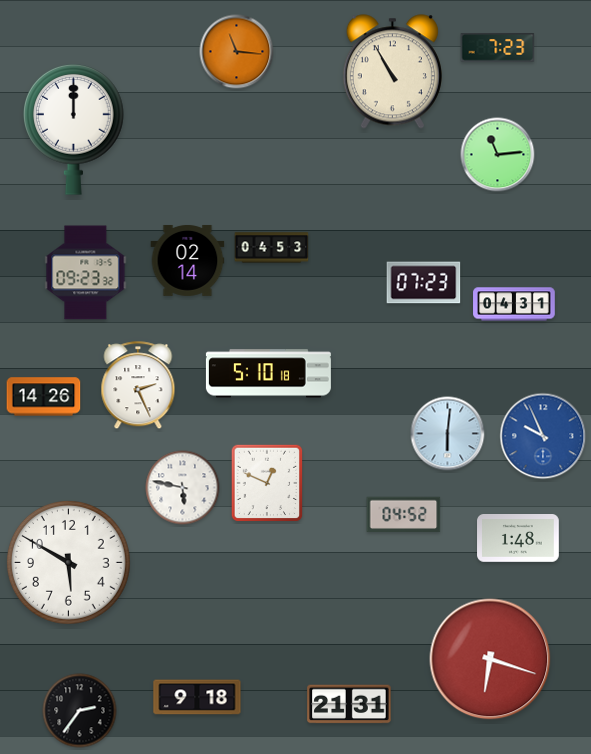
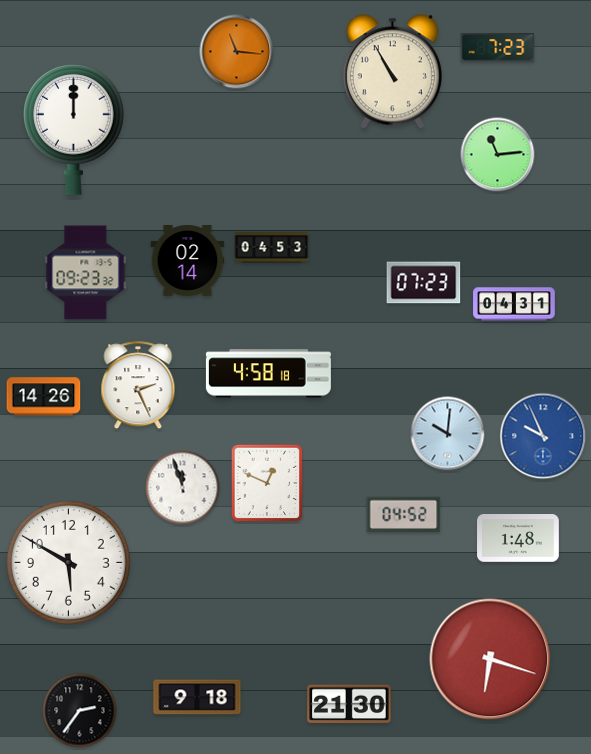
clock at (268, 374): 5:10 -> 4:58
clock at (448, 434): 6:01 -> 10:01
clock at (183, 488): 5:47 -> 11:57
clock at (349, 704): 21:31 -> 21:30
